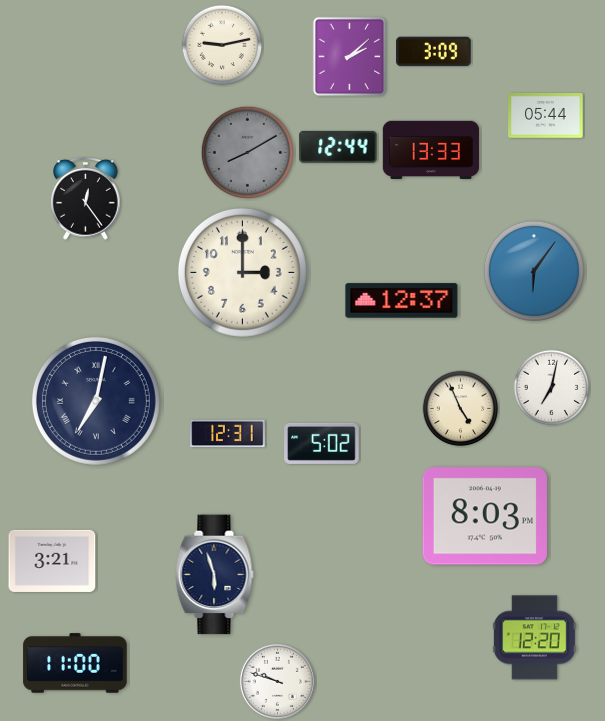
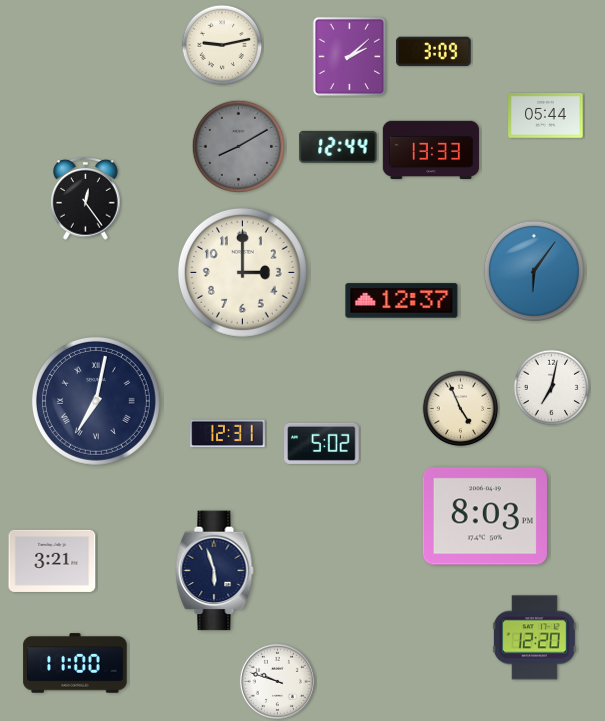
clock at (247, 152) position: (247, 152) -> (238, 146)
clock at (215, 575) position: (215, 575) -> (215, 571)
